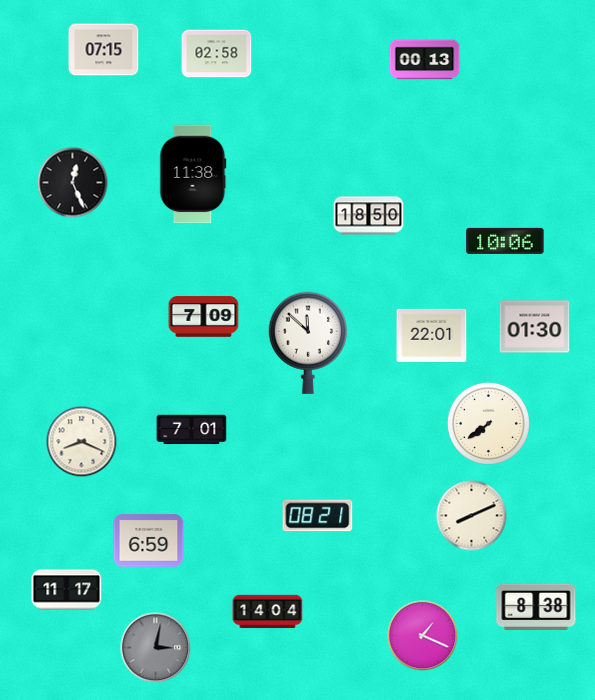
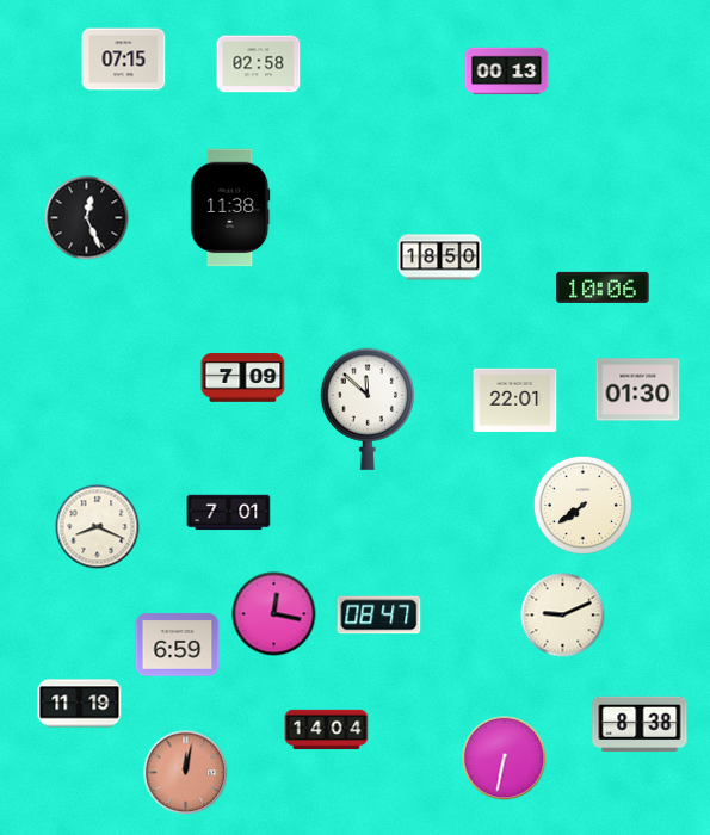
clock at (274, 614): none -> 12:17
clock at (318, 516): 08:21 -> 08:47
clock at (472, 516): 8:11 -> 9:11
clock at (67, 590): 11:17 -> 11:19
clock at (268, 612) position: (268, 612) -> (327, 730)
clock at (423, 636): 1:19 -> 6:32
clock at (156, 648): 3:02 -> 12:02
clock at (156, 648) dial: grey -> salmon
